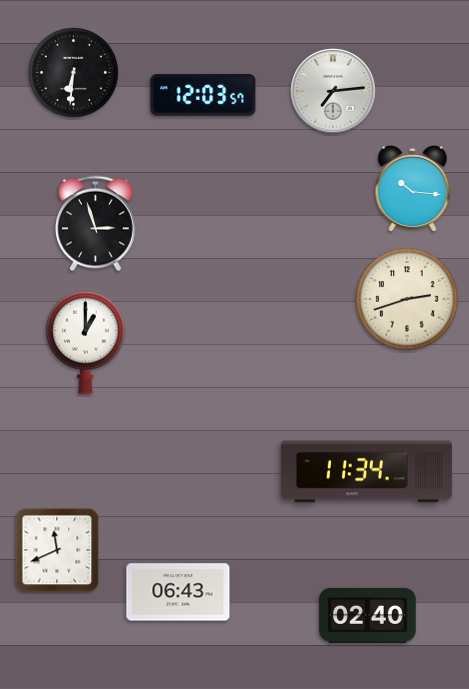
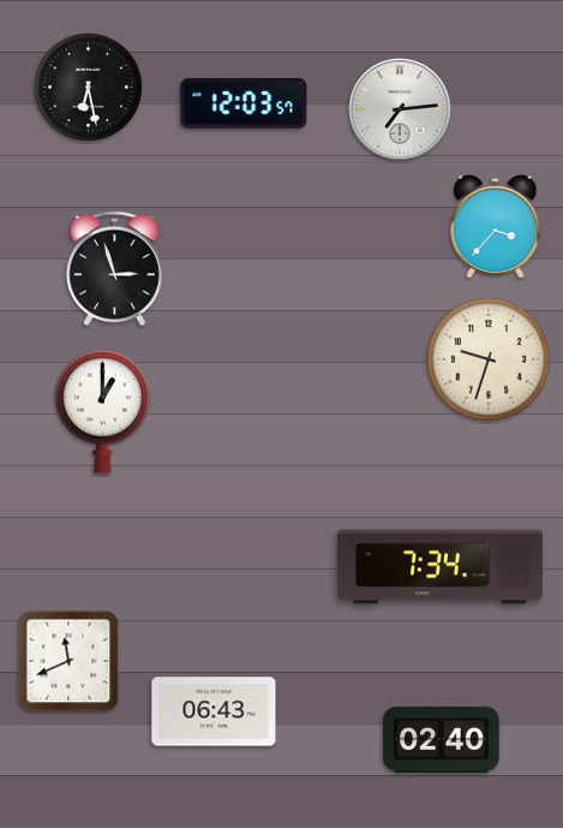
clock at (74, 73): 6:31 -> 6:28
clock at (203, 95) position: (203, 95) -> (244, 103)
clock at (413, 189): 10:16 -> 3:37
clock at (407, 299): 2:42 -> 9:33
clock at (366, 472): 11:34 -> 7:34
